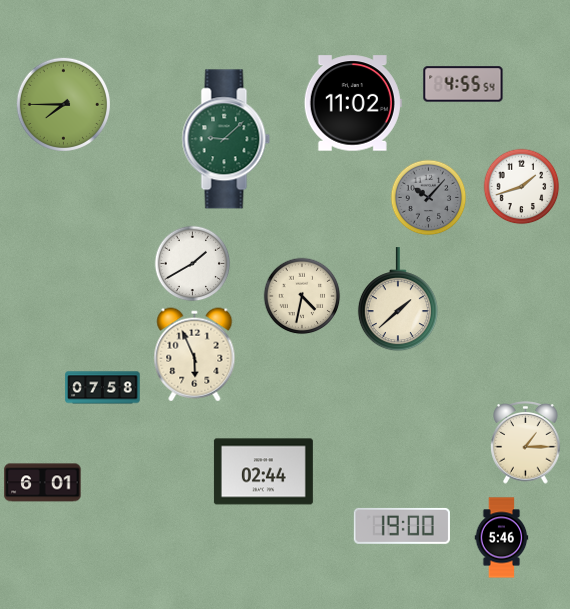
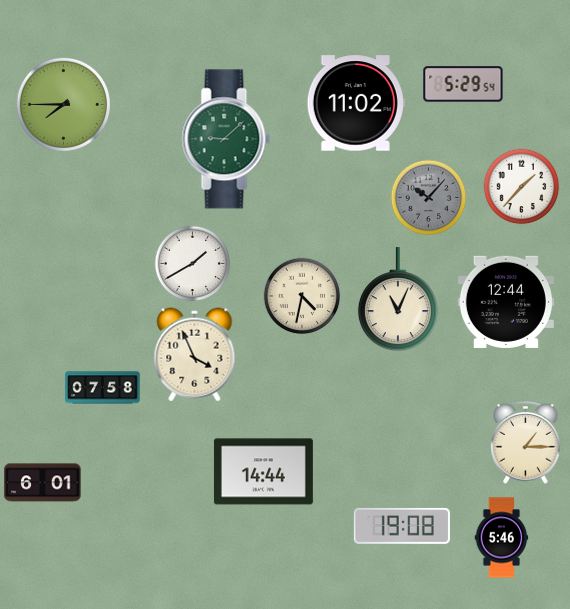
clock at (463, 84): 4:55 -> 5:29
clock at (353, 103) position: (353, 103) -> (356, 103)
clock at (522, 187): 1:42 -> 1:37
clock at (398, 300): 1:38 -> 11:04
clock at (506, 302): none -> 12:44
clock at (195, 355): 5:56 -> 3:56
clock at (263, 472): 02:44 -> 14:44
clock at (402, 526): 19:00 -> 19:08
